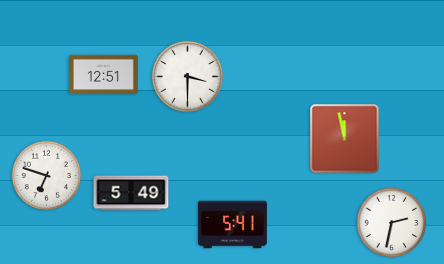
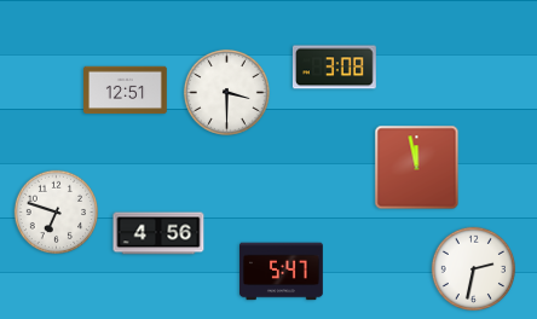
clock at (334, 68): none -> 3:08
clock at (131, 193): 5:49 -> 4:56
clock at (233, 225): 5:41 -> 5:47
